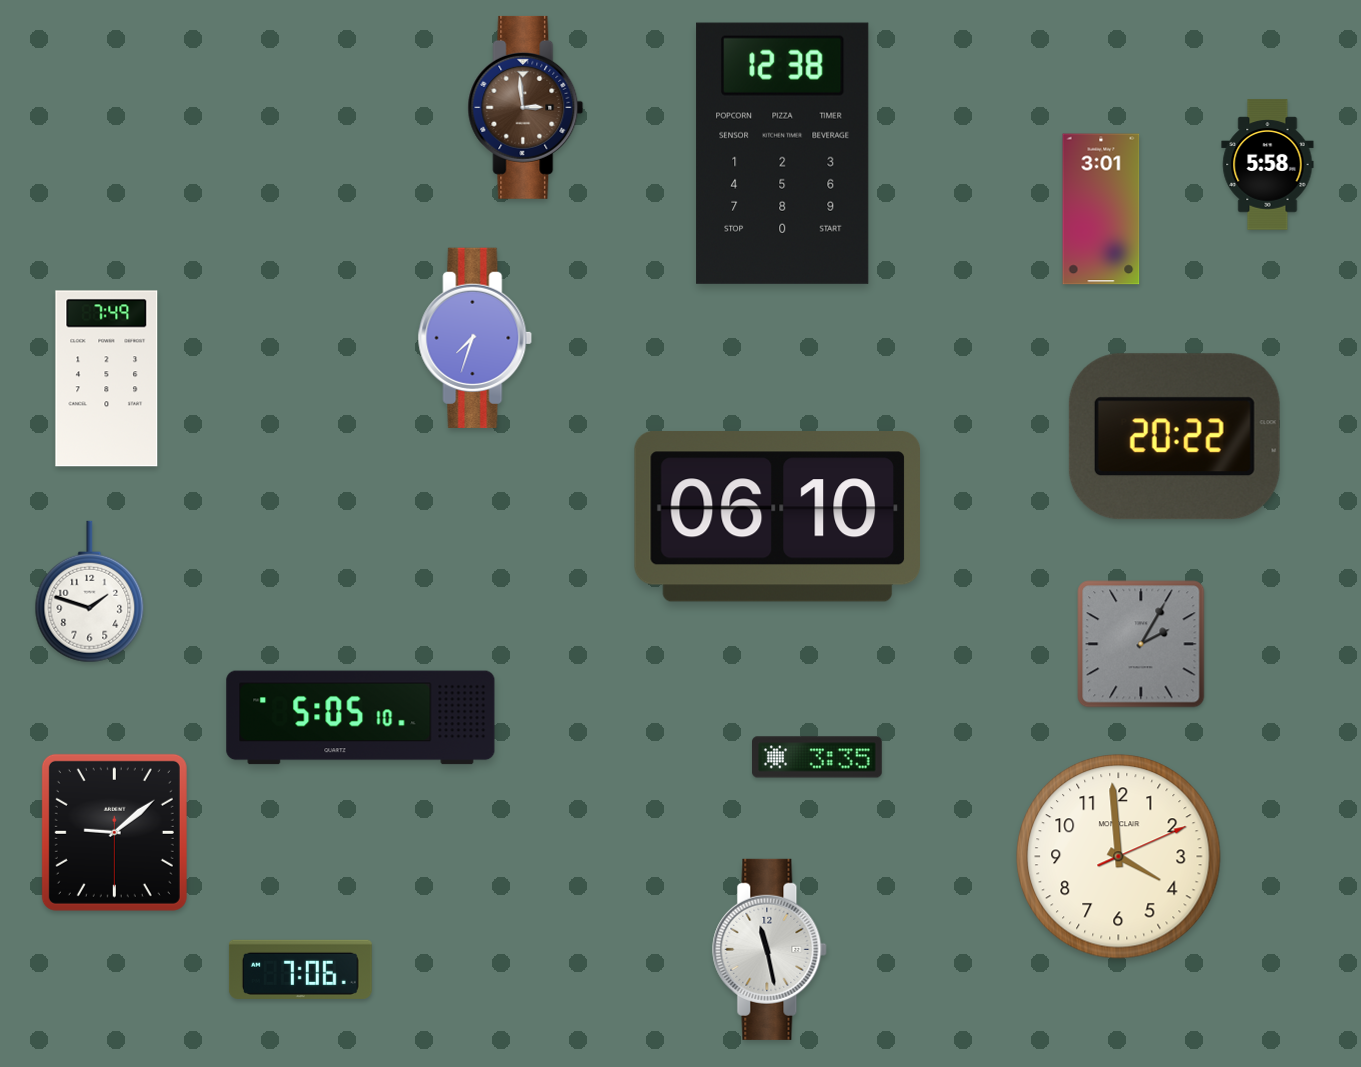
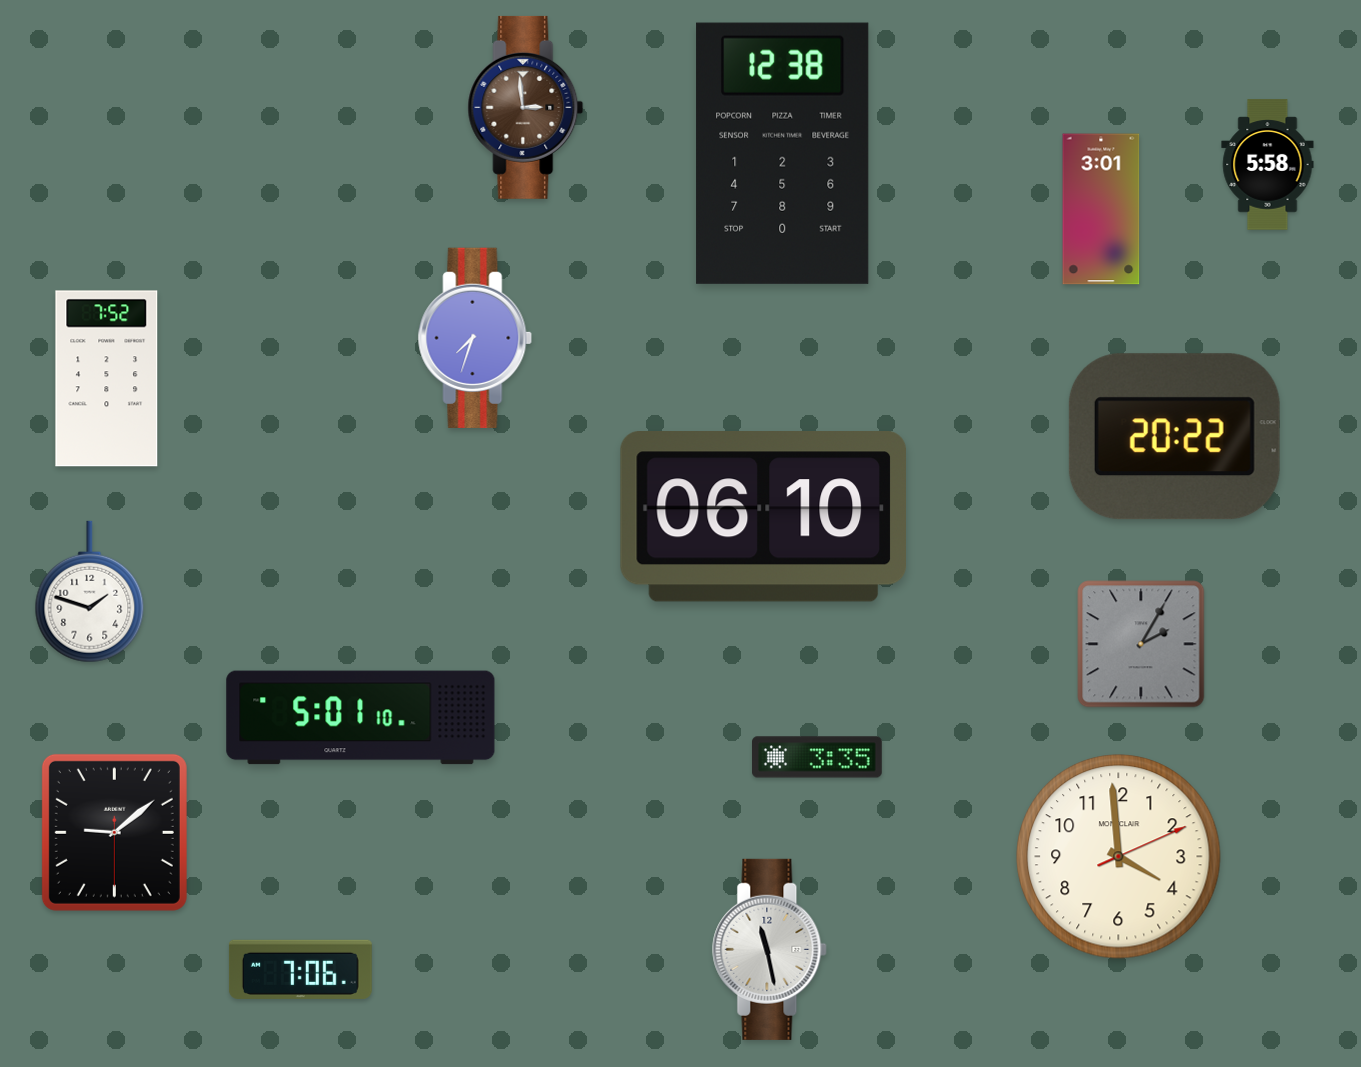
clock at (107, 379): 7:49 -> 7:52
clock at (777, 517) position: (777, 517) -> (763, 517)
clock at (361, 718): 5:05 -> 5:01
